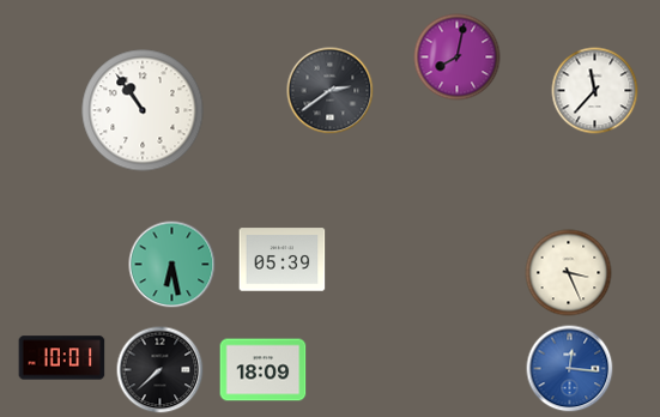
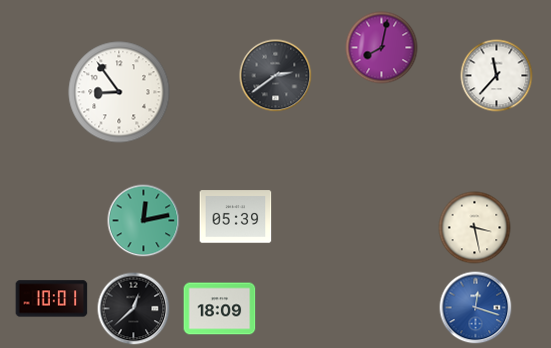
clock at (143, 110): 10:54 -> 8:54
clock at (172, 265): 6:28 -> 12:13
clock at (569, 273): 3:26 -> 3:28
clock at (570, 369): 12:16 -> 12:18
clock at (161, 370): 7:38 -> 12:38
